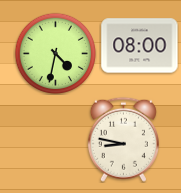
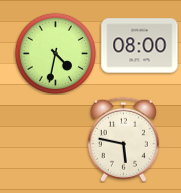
clock at (123, 139): 8:47 -> 5:47
